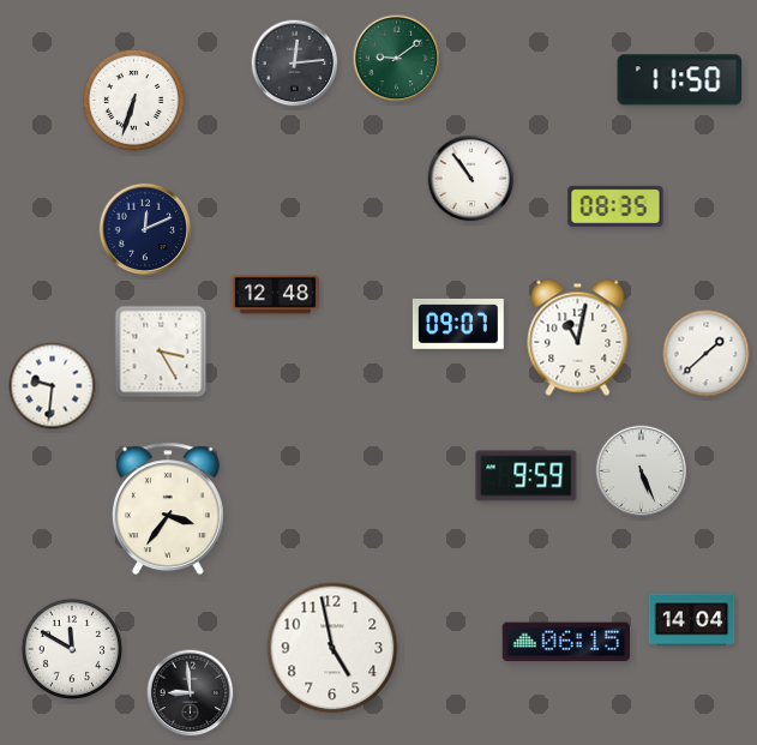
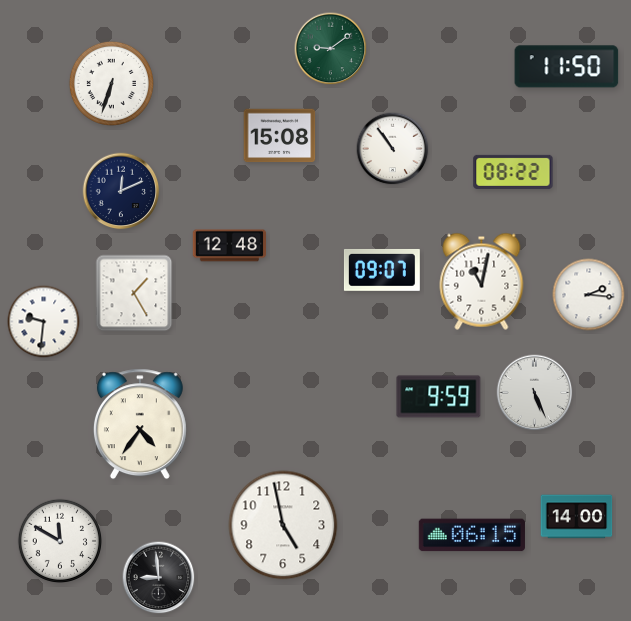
clock at (295, 64): 12:14 -> none
clock at (280, 136): none -> 15:08
clock at (615, 206): 08:35 -> 08:22
clock at (161, 352): 3:25 -> 1:25
clock at (707, 354): 1:38 -> 2:16
clock at (168, 509): 3:36 -> 4:36
clock at (692, 620): 14:04 -> 14:00
clock at (332, 648) position: (332, 648) -> (283, 525)
